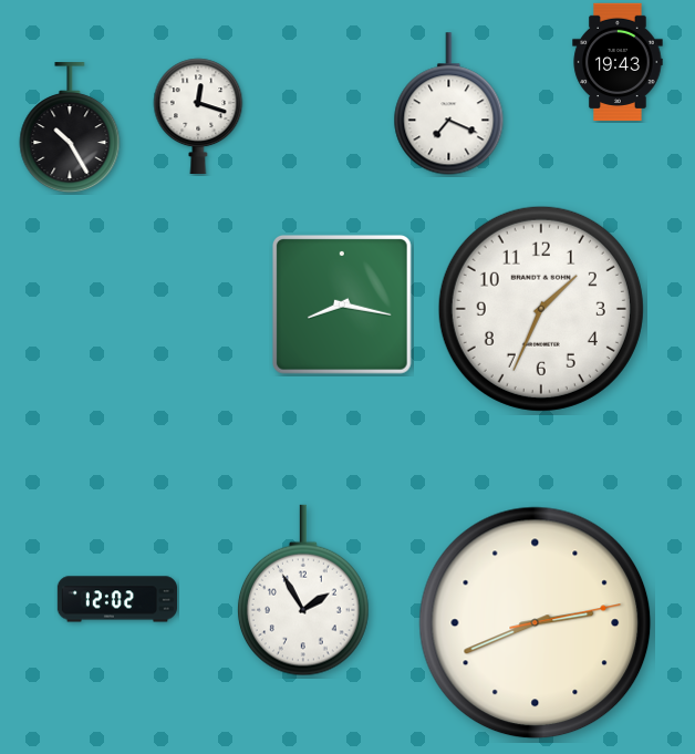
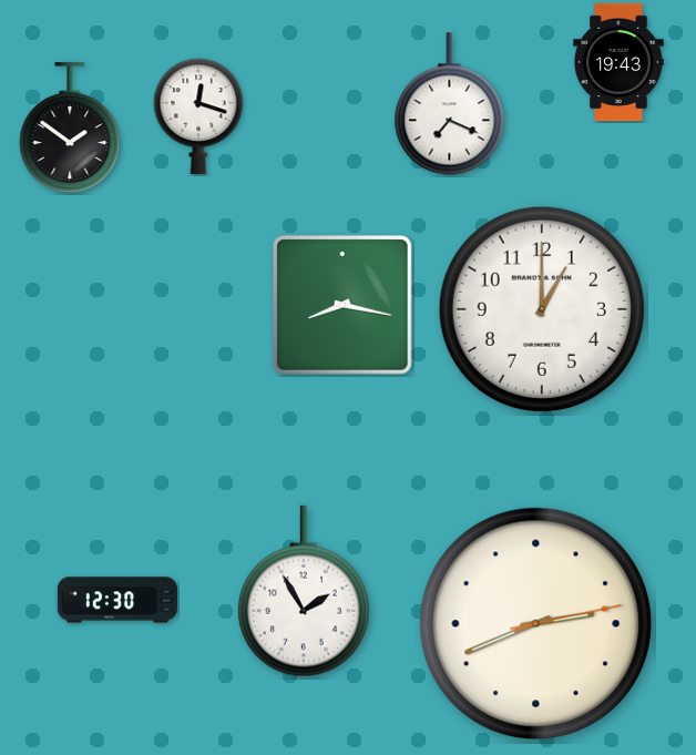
clock at (70, 128): 10:25 -> 1:51
clock at (541, 309): 1:34 -> 1:00
clock at (117, 599): 12:02 -> 12:30
